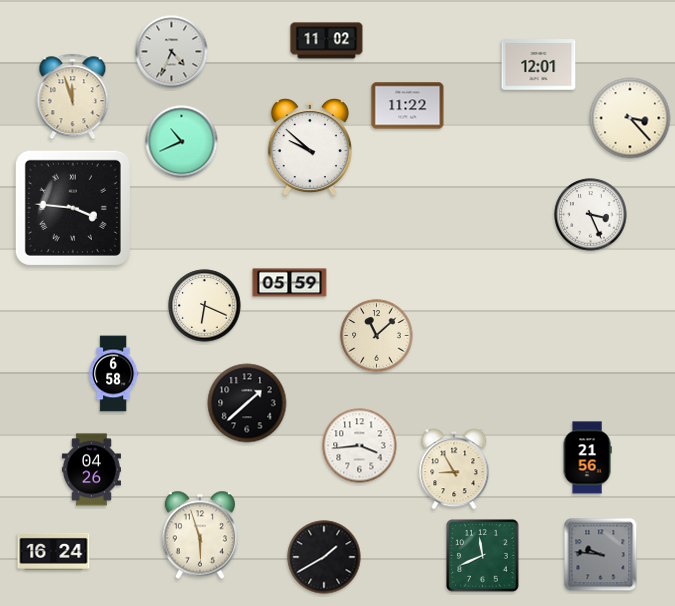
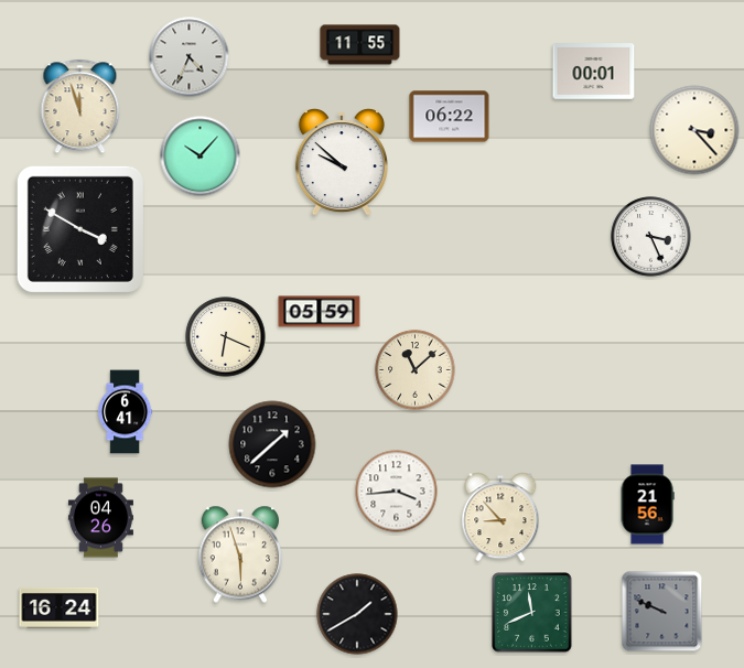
clock at (327, 41): 11:02 -> 11:55
clock at (539, 65): 12:01 -> 00:01
clock at (408, 106): 11:22 -> 06:22
clock at (182, 142): 10:41 -> 10:07
clock at (73, 208): 3:46 -> 3:50
clock at (114, 374): 6:58 -> 6:41
clock at (454, 469): 8:55 -> 8:53
clock at (200, 535) position: (200, 535) -> (240, 554)
clock at (601, 555): 9:46 -> 9:49
